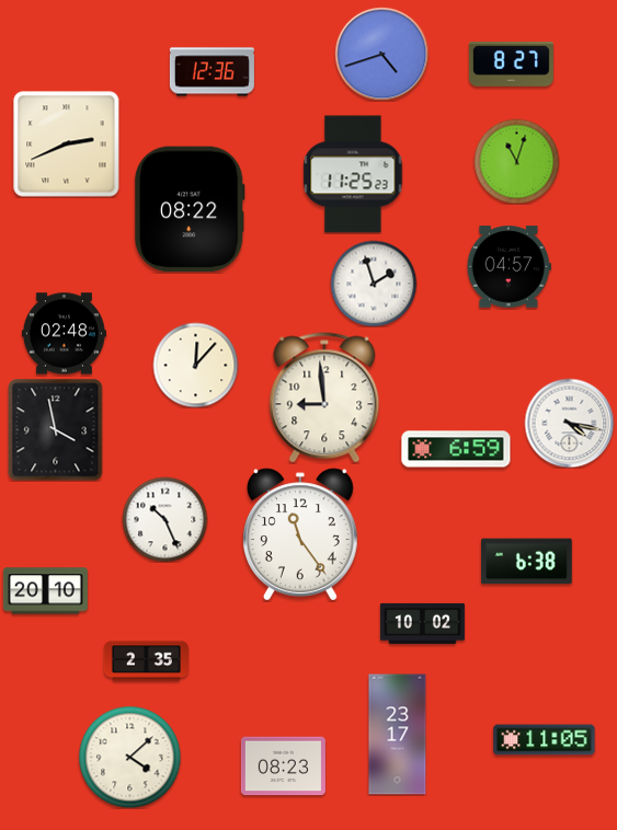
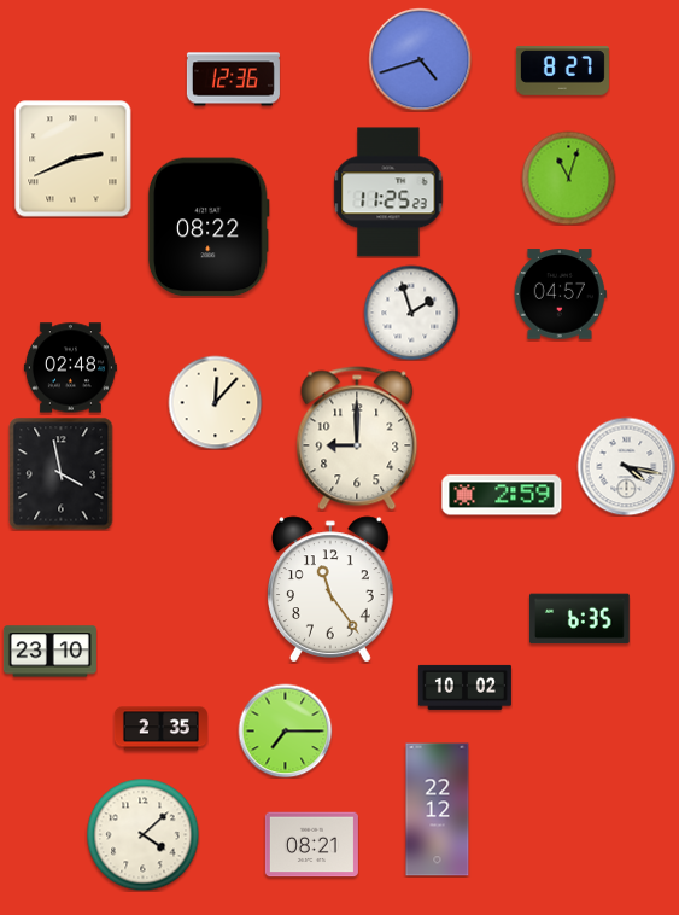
clock at (190, 209) position: (190, 209) -> (209, 227)
clock at (324, 397): 8:59 -> 9:00
clock at (456, 449): 6:59 -> 2:59
clock at (164, 519): 10:26 -> none
clock at (526, 562): 6:38 -> 6:35
clock at (45, 591): 20:10 -> 23:10
clock at (285, 730): none -> 7:15
clock at (398, 735): 23:17 -> 22:12
clock at (545, 740): 11:05 -> none
clock at (283, 766): 08:23 -> 08:21
